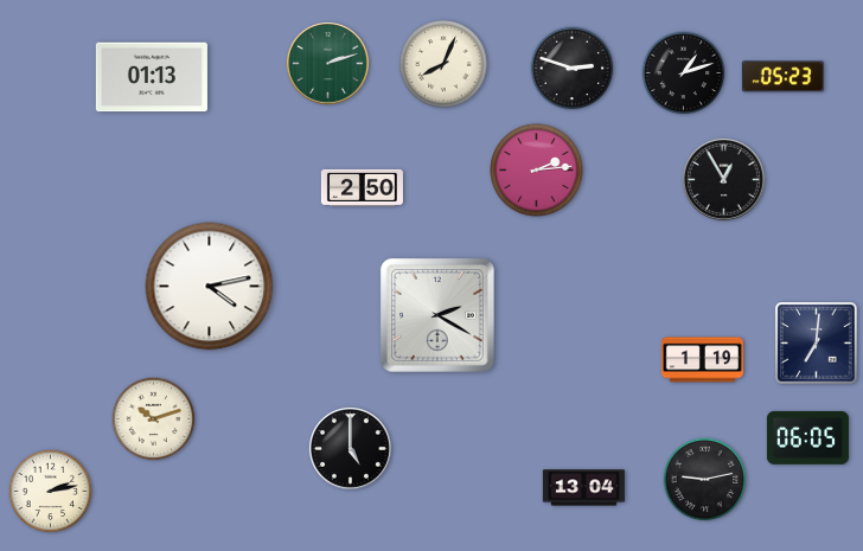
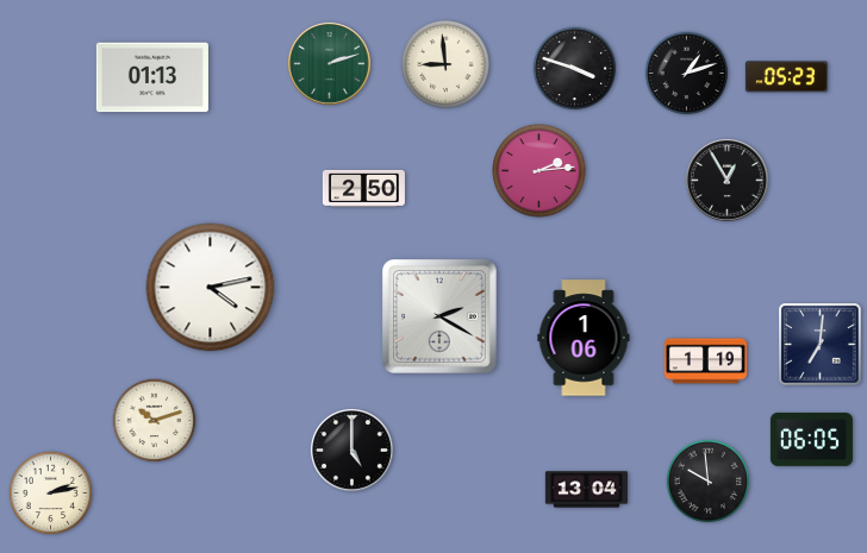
clock at (443, 64): 8:04 -> 8:59
clock at (573, 69): 2:48 -> 3:48
clock at (584, 338): none -> 1:06
clock at (705, 480): 9:13 -> 9:59
